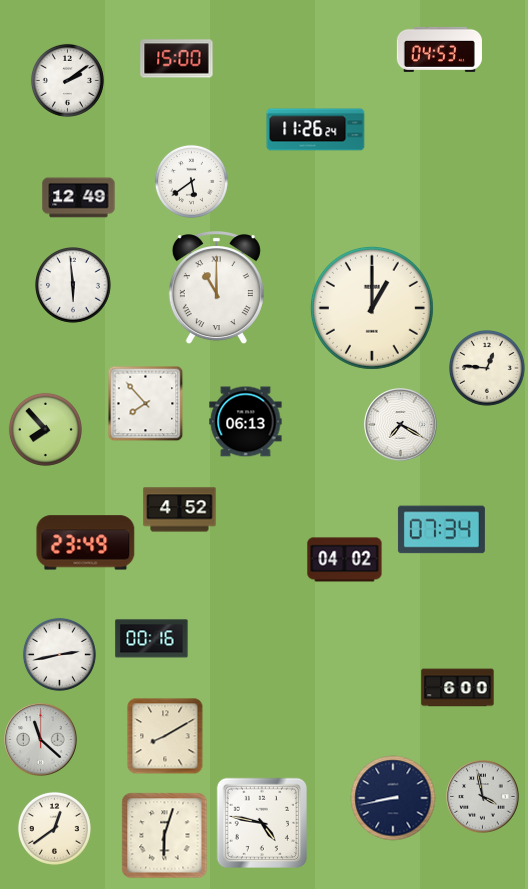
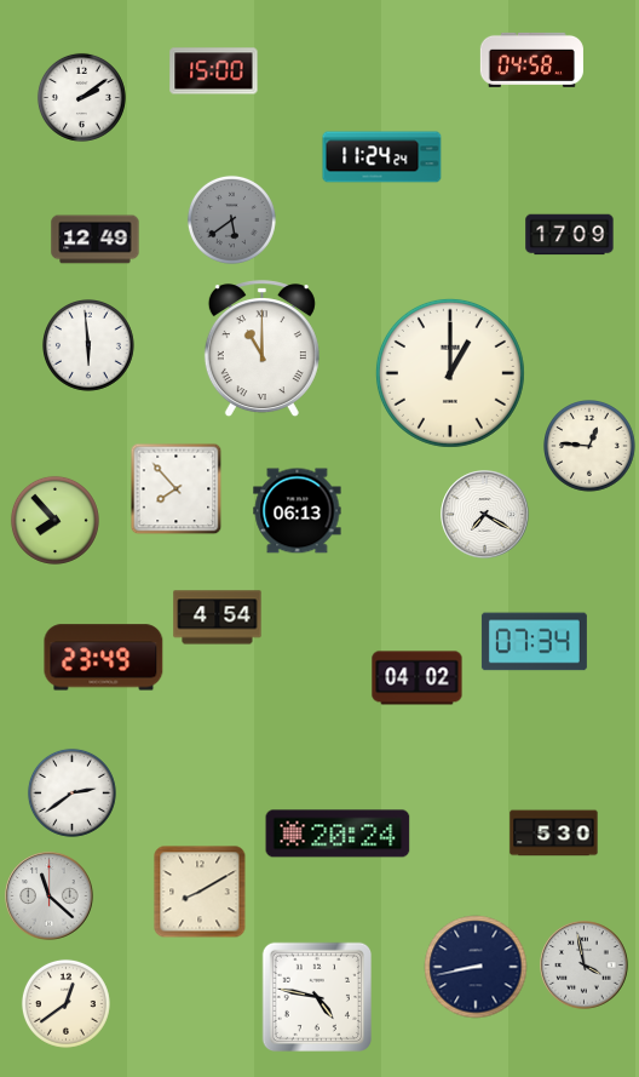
clock at (439, 49): 04:53 -> 04:58
clock at (316, 130): 11:26 -> 11:24
clock at (191, 181) dial: white -> grey
clock at (570, 235): none -> 17:09
clock at (180, 510): 4:52 -> 4:54
clock at (152, 639): 00:16 -> none
clock at (59, 654): 2:43 -> 2:39
clock at (338, 833): none -> 20:24
clock at (458, 688): 6:00 -> 5:30
clock at (165, 836): 6:03 -> none
